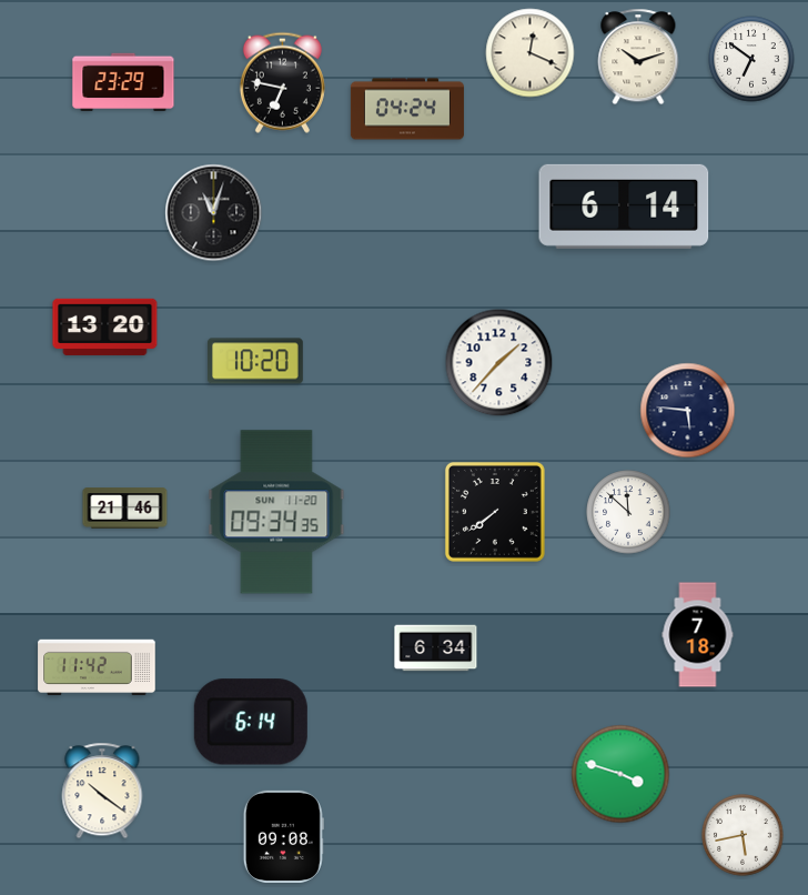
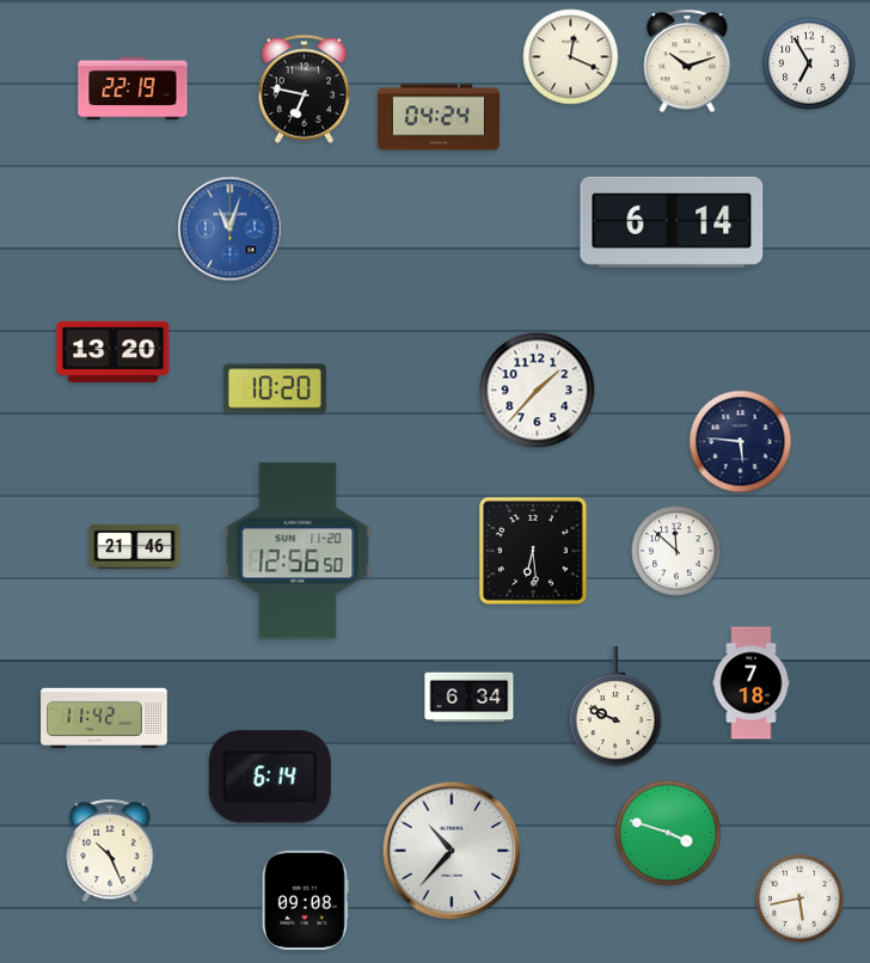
clock at (751, 59): 6:51 -> 6:55
clock at (123, 82): 23:29 -> 22:19
clock at (214, 213) dial: black -> blue
clock at (276, 512): 09:34 -> 12:56
clock at (495, 512): 7:39 -> 6:29
clock at (615, 706): none -> 9:49
clock at (102, 791): 10:21 -> 10:26
clock at (452, 851): none -> 10:37
